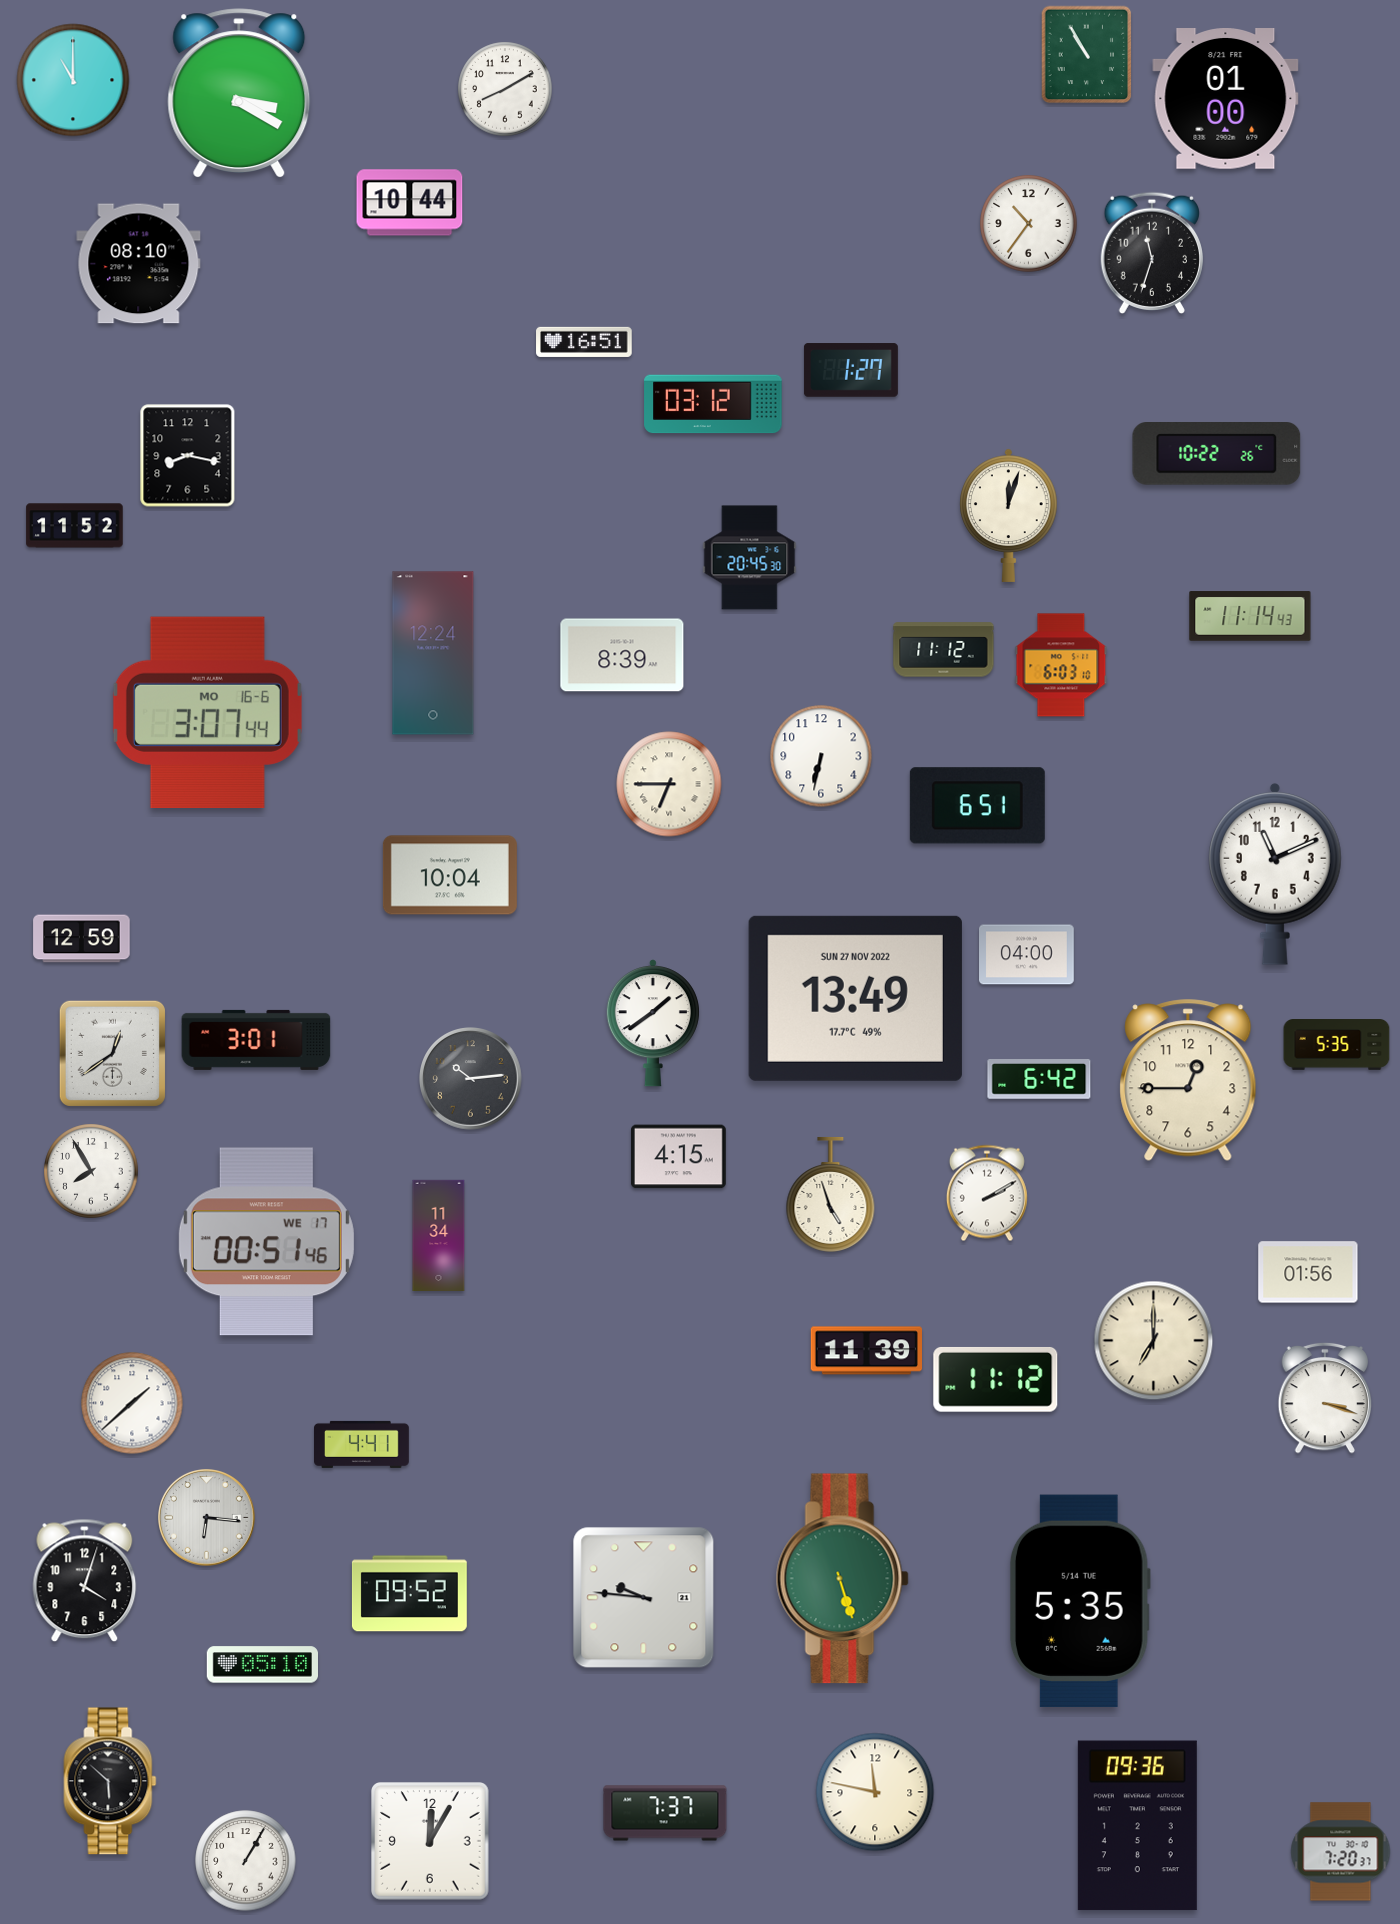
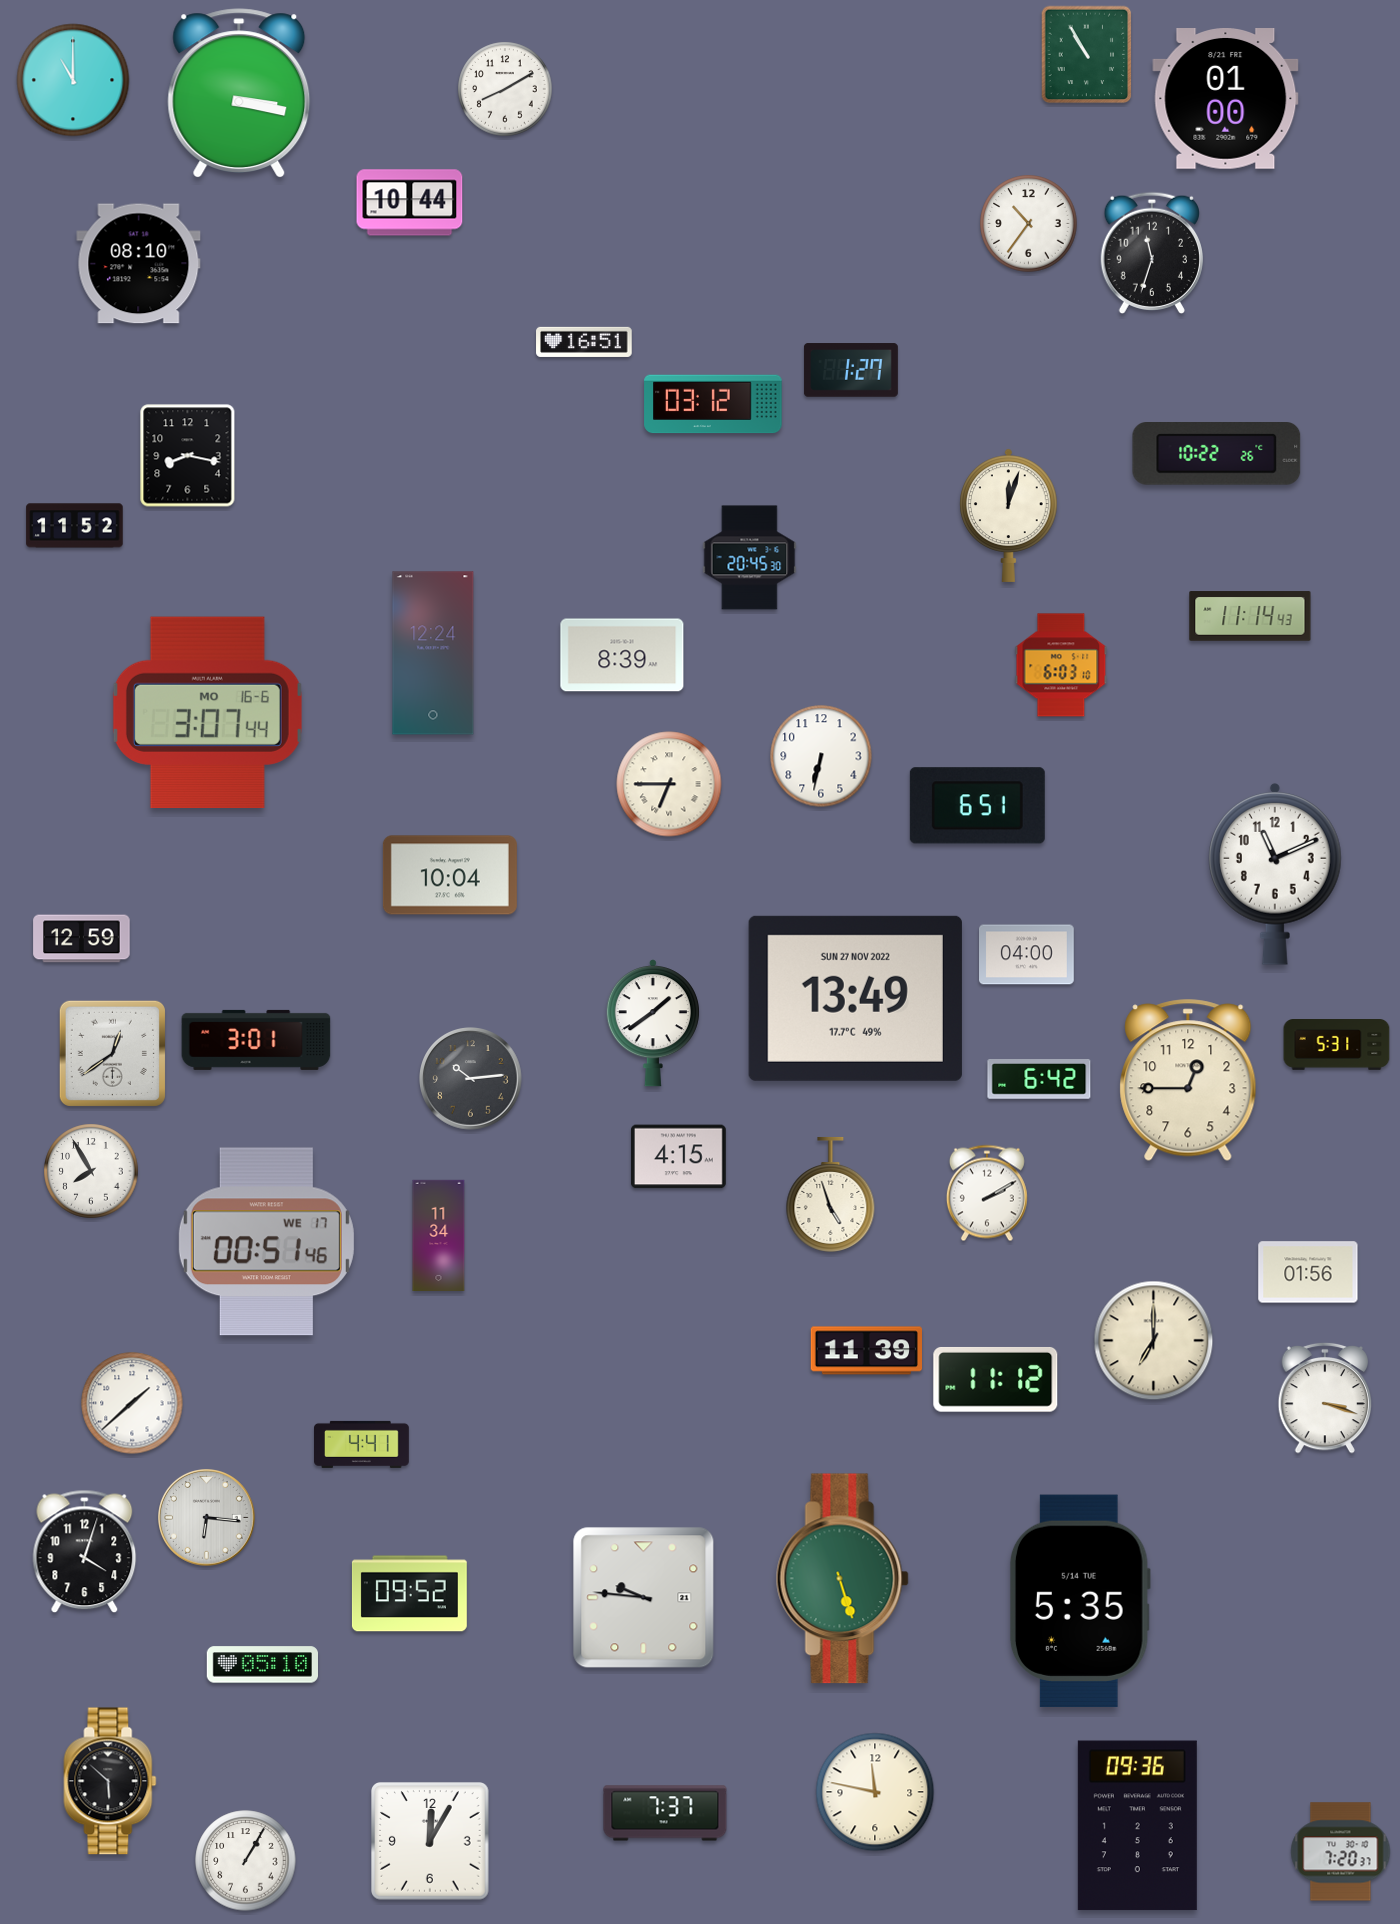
clock at (239, 93): 3:20 -> 3:17
clock at (944, 650): 11:12 -> none
clock at (1337, 1045): 5:35 -> 5:31
clock at (85, 1581) position: (85, 1581) -> (85, 1552)
